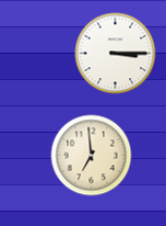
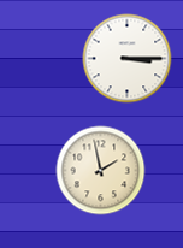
clock at (92, 156): 6:59 -> 1:58
